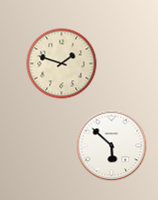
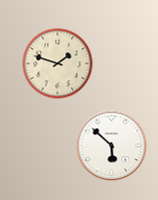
clock at (62, 64) position: (62, 64) -> (58, 64)
